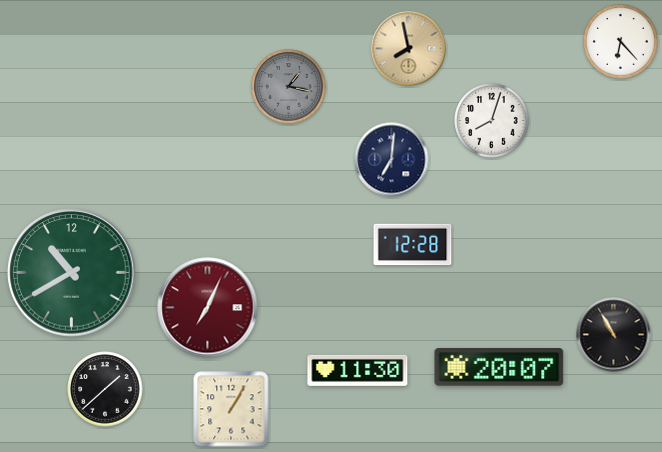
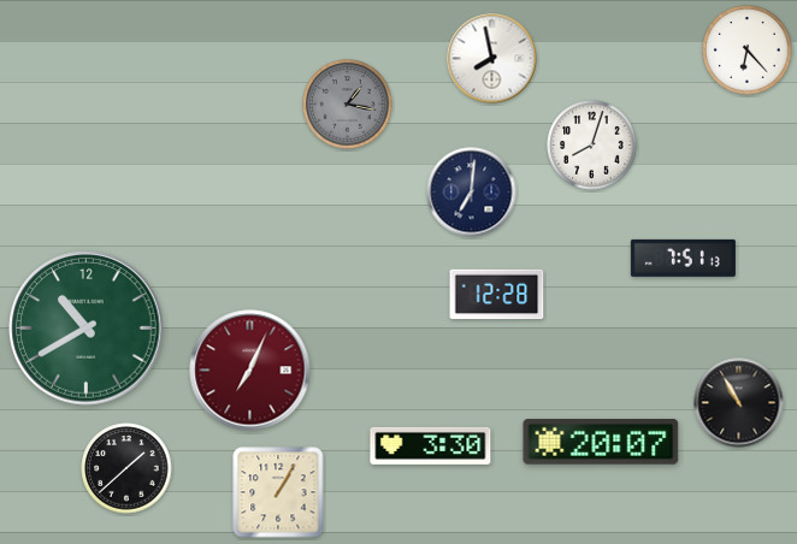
clock at (409, 49) dial: champagne -> white
clock at (683, 258): none -> 7:51
clock at (358, 370): 11:30 -> 3:30
